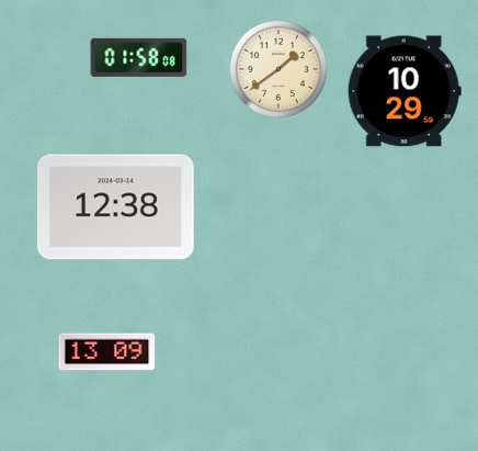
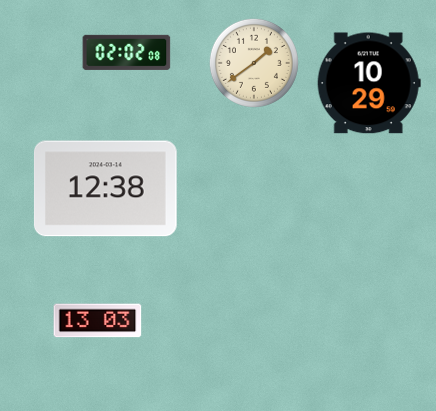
clock at (139, 57): 01:58 -> 02:02
clock at (107, 352): 13:09 -> 13:03
